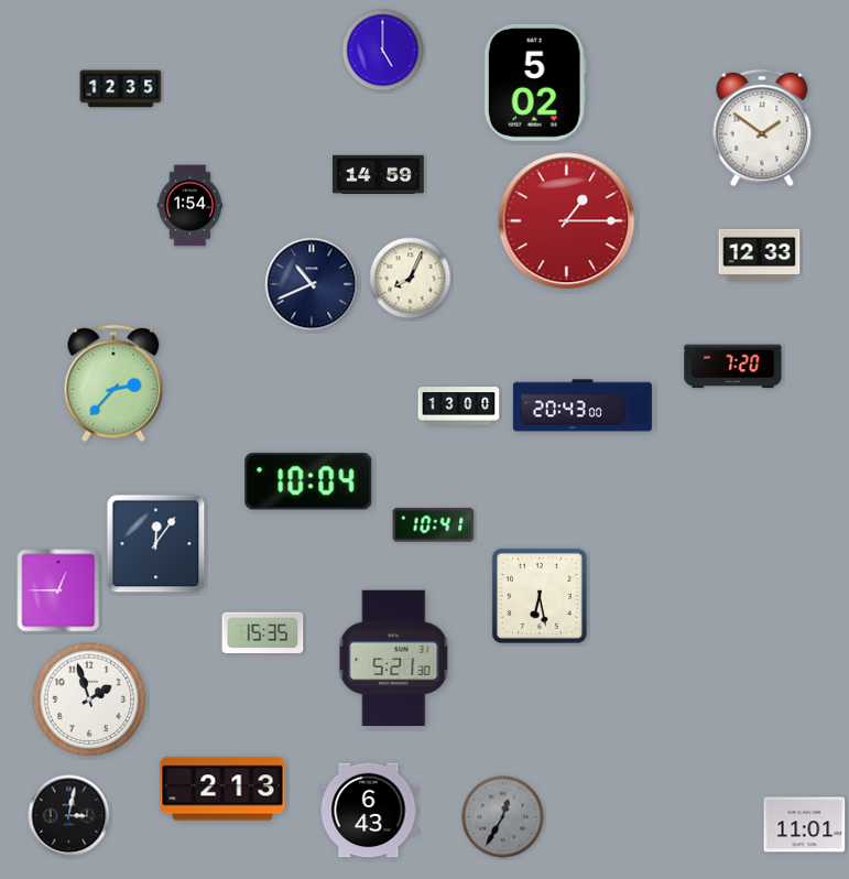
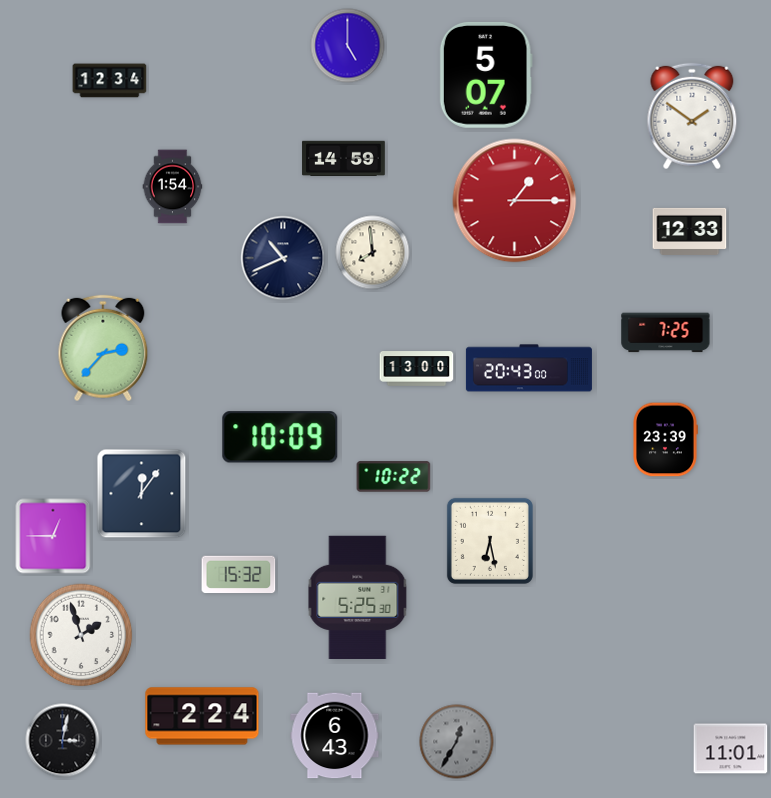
clock at (535, 83): 5:02 -> 5:07
clock at (121, 89): 12:35 -> 12:34
clock at (411, 279): 8:04 -> 7:59
clock at (733, 367): 7:20 -> 7:25
clock at (308, 481): 10:04 -> 10:09
clock at (665, 440): none -> 23:39
clock at (434, 525): 10:41 -> 10:22
clock at (263, 633): 15:35 -> 15:32
clock at (394, 658): 5:21 -> 5:25
clock at (222, 789): 2:13 -> 2:24
